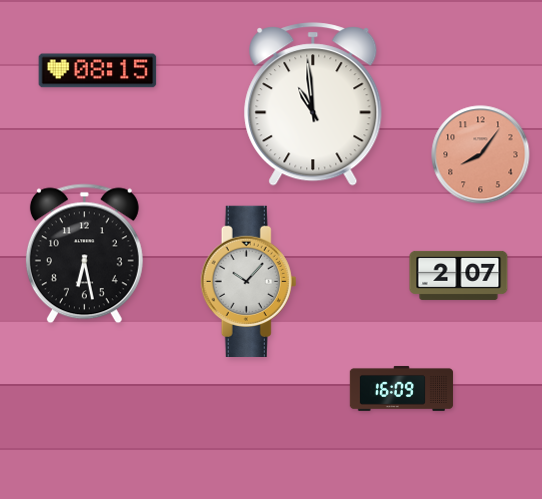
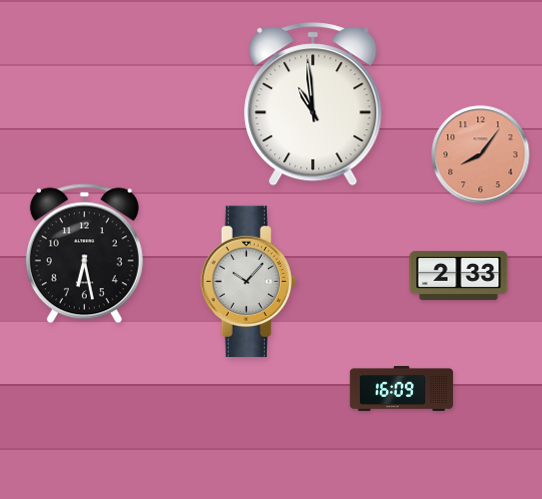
clock at (98, 71): 08:15 -> none
clock at (459, 275): 2:07 -> 2:33
